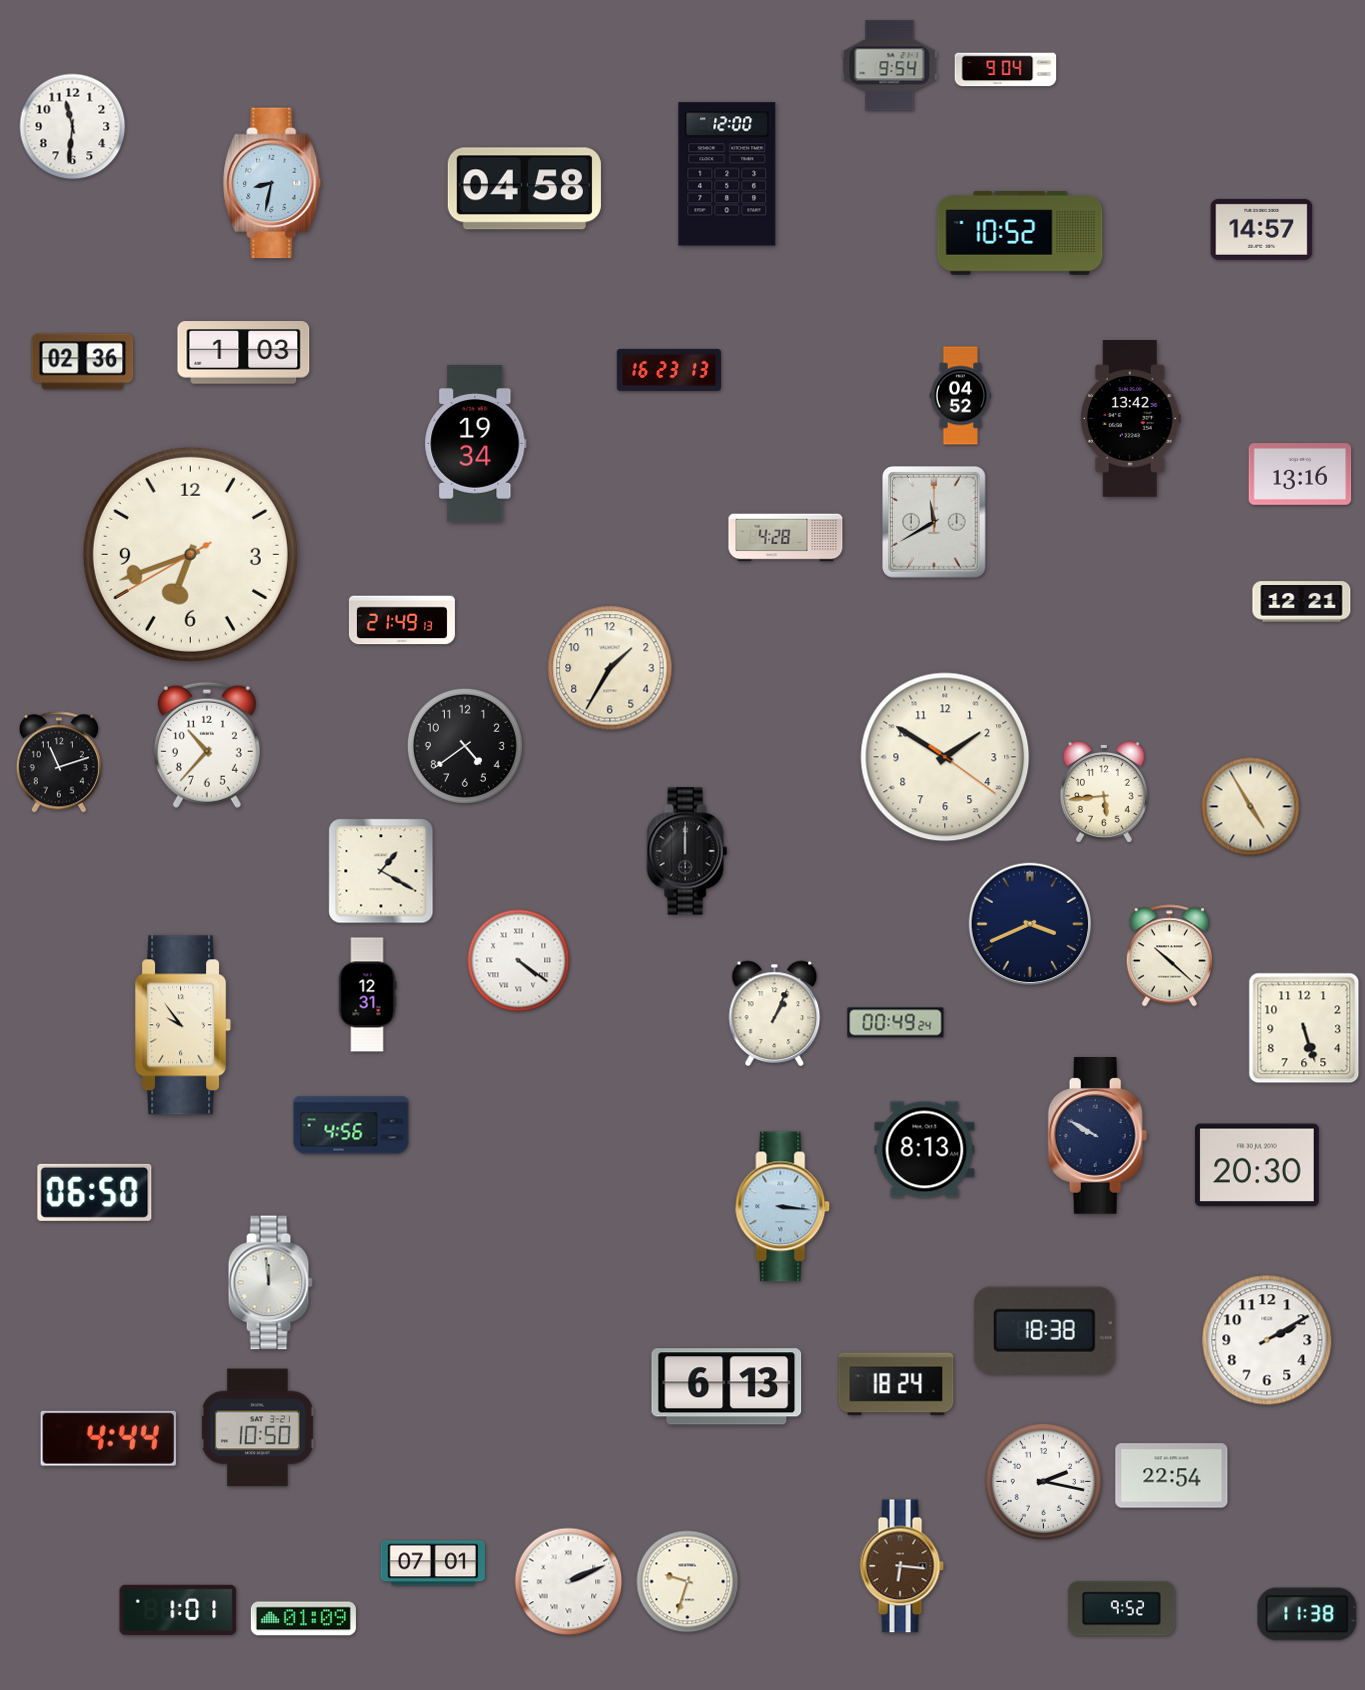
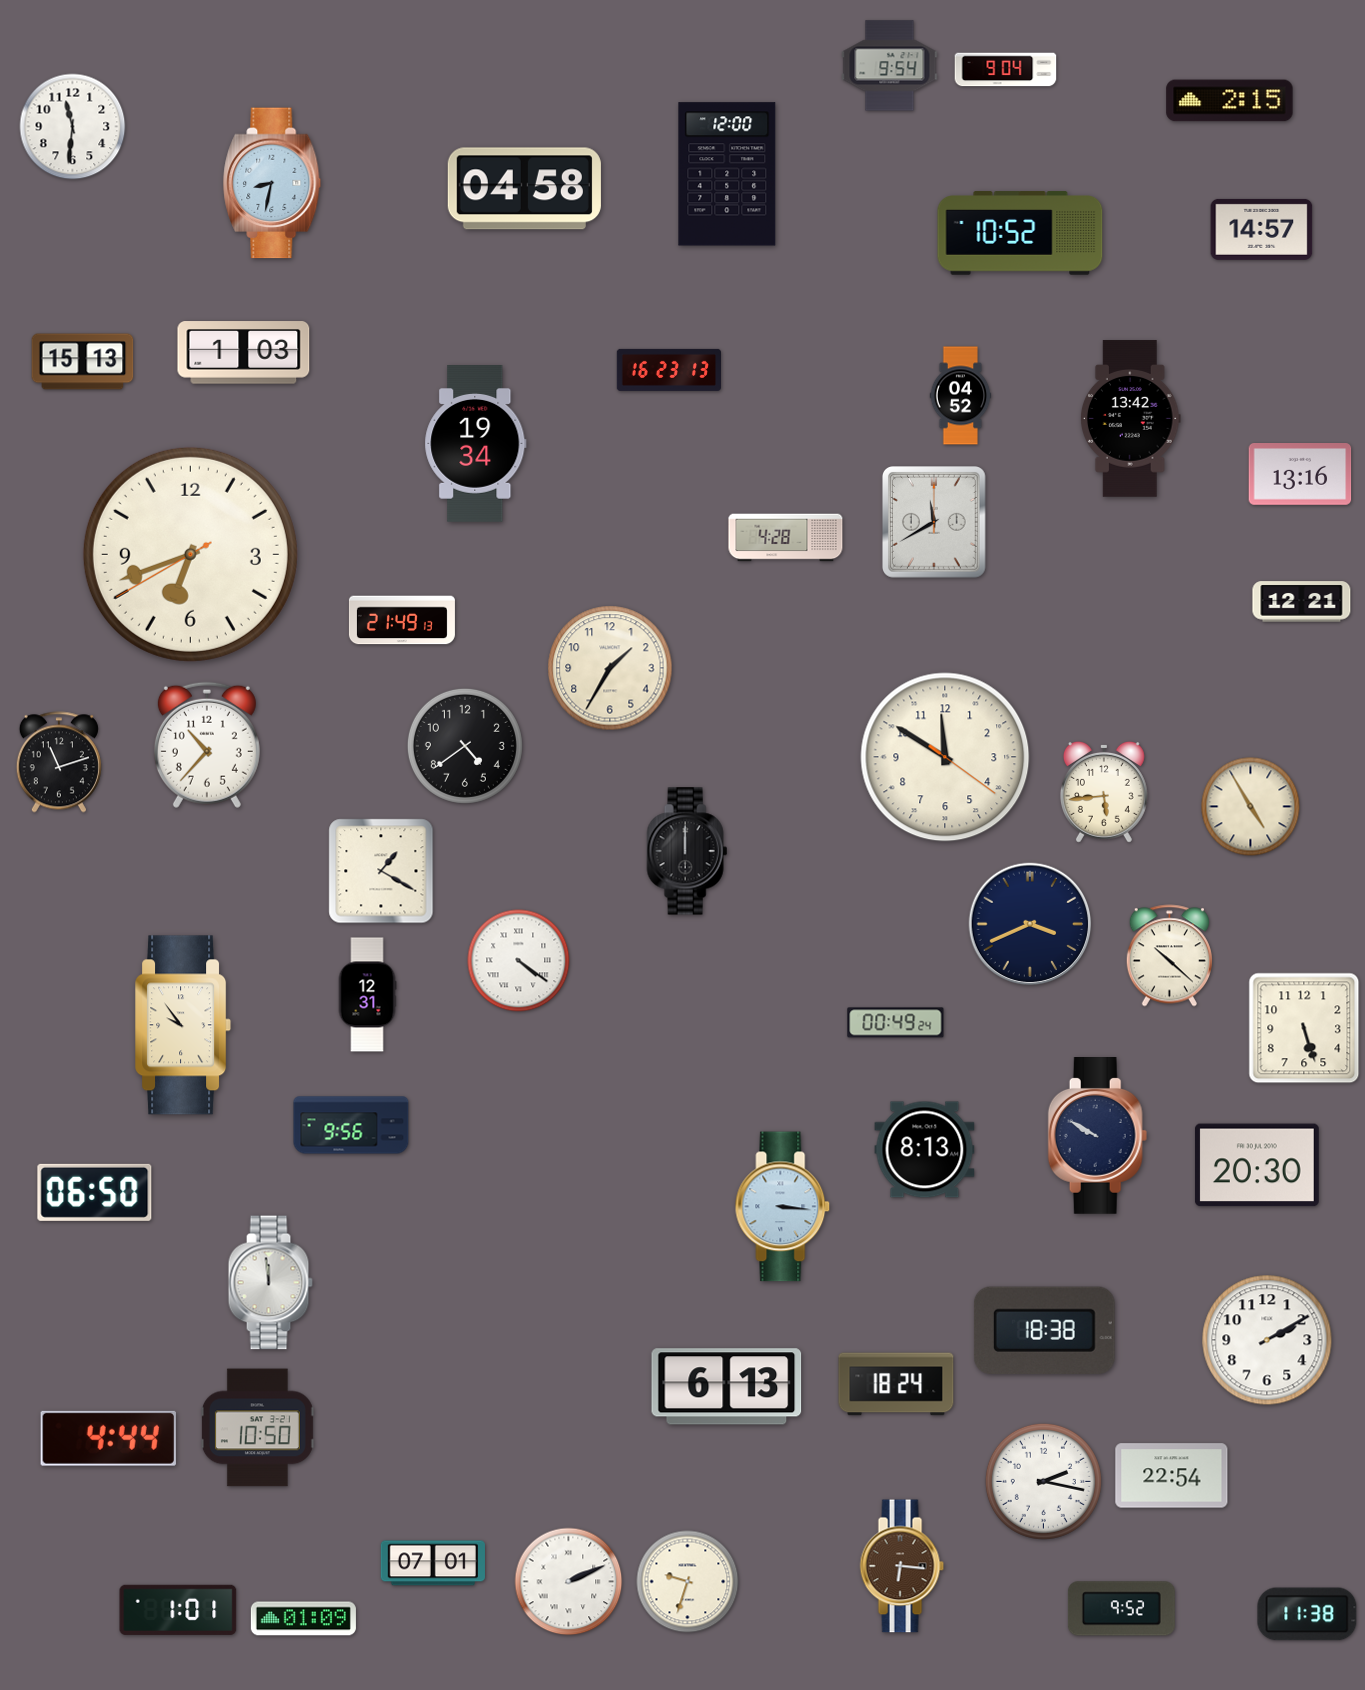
clock at (1230, 101): none -> 2:15
clock at (83, 362): 02:36 -> 15:13
clock at (945, 757): 1:50 -> 11:50
clock at (775, 1014): 1:04 -> none
clock at (351, 1125): 4:56 -> 9:56
